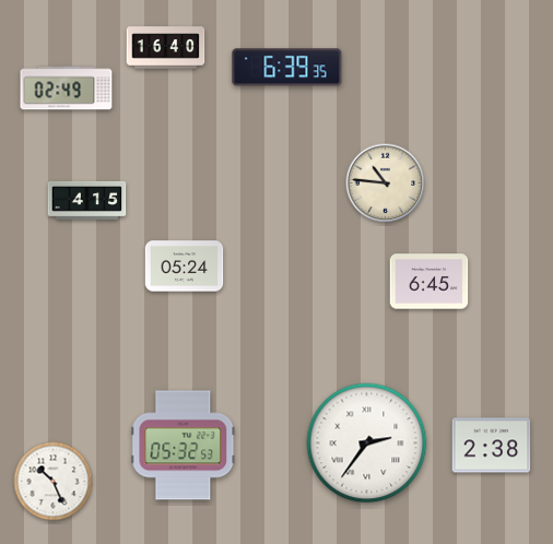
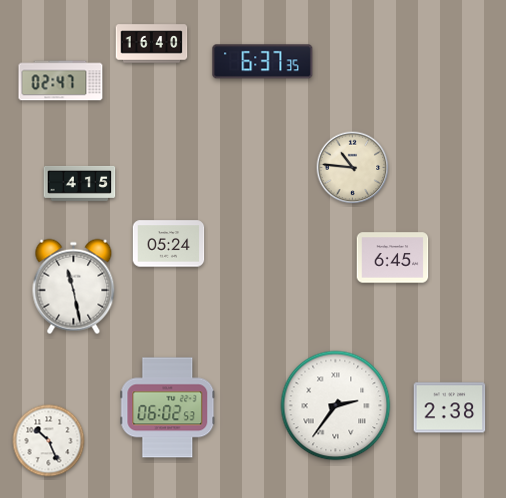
clock at (287, 68): 6:39 -> 6:37
clock at (67, 88): 02:49 -> 02:47
clock at (74, 287): none -> 11:28
clock at (184, 446): 05:32 -> 06:02
